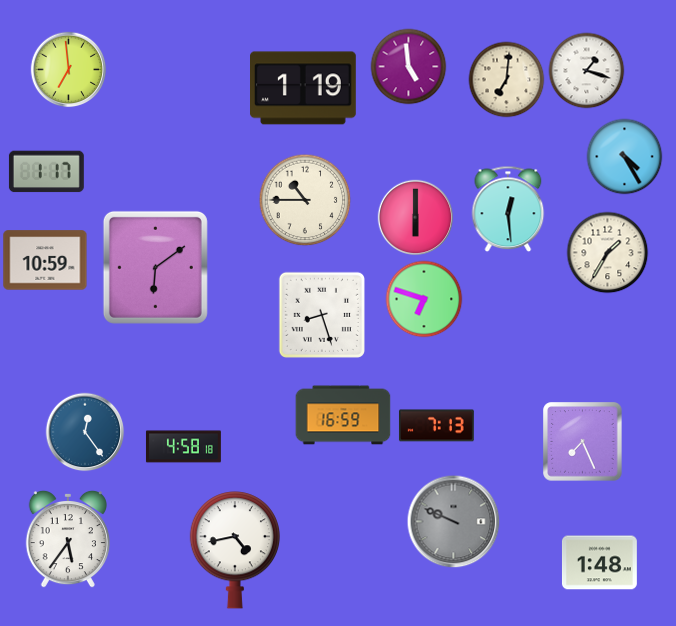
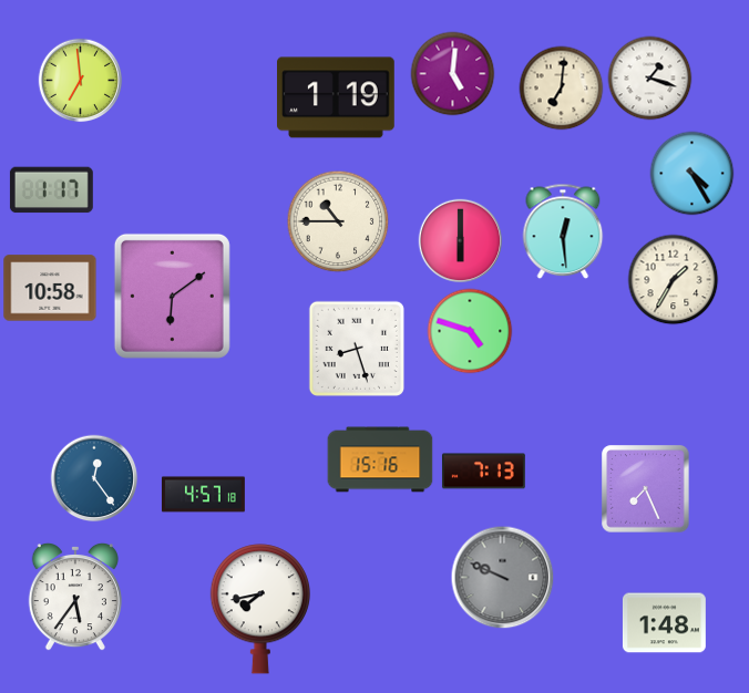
clock at (409, 67): 4:59 -> 5:01
clock at (69, 70) position: (69, 70) -> (81, 81)
clock at (45, 260): 10:59 -> 10:58
clock at (424, 299): 6:48 -> 4:48
clock at (343, 415): 16:59 -> 15:16
clock at (183, 447): 4:58 -> 4:57
clock at (234, 550): 4:43 -> 7:43
